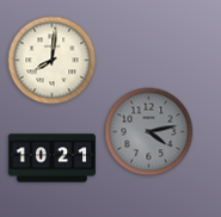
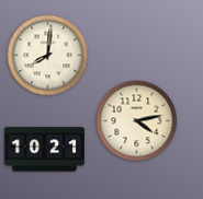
clock at (149, 132) dial: grey -> cream
clock at (51, 159) position: (51, 159) -> (44, 150)
